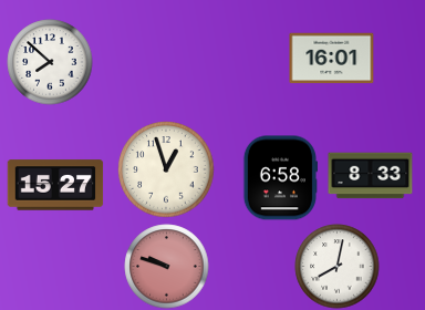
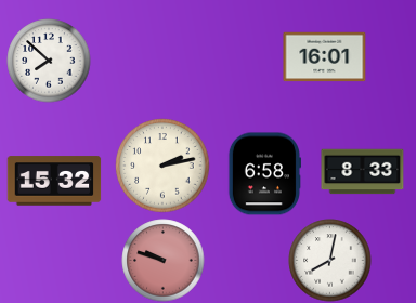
clock at (166, 169): 12:57 -> 2:13
clock at (279, 178) position: (279, 178) -> (263, 174)
clock at (55, 185): 15:27 -> 15:32
